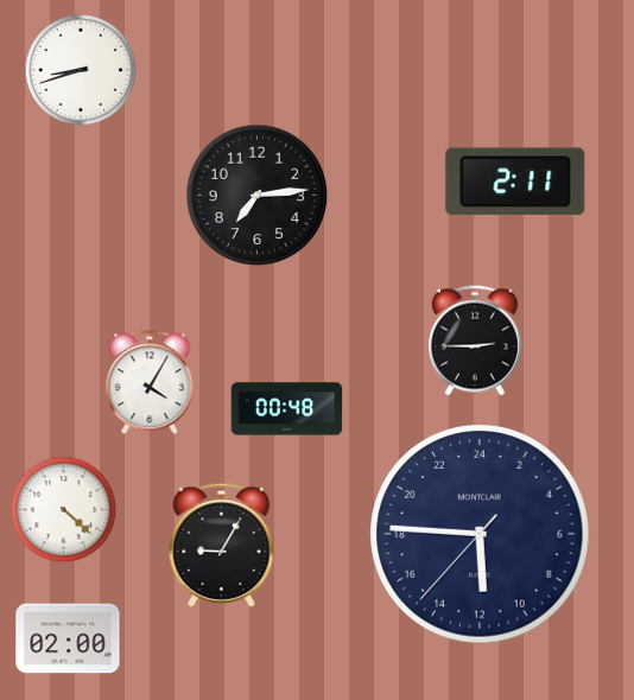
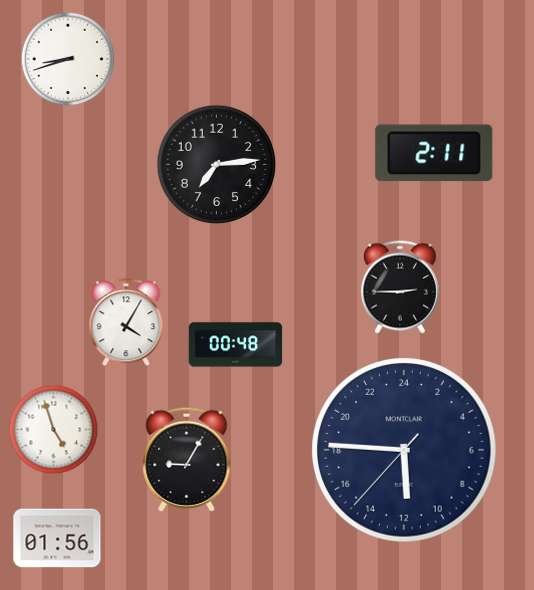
clock at (287, 409) position: (287, 409) -> (236, 345)
clock at (64, 510): 4:22 -> 4:57
clock at (68, 638): 02:00 -> 01:56
